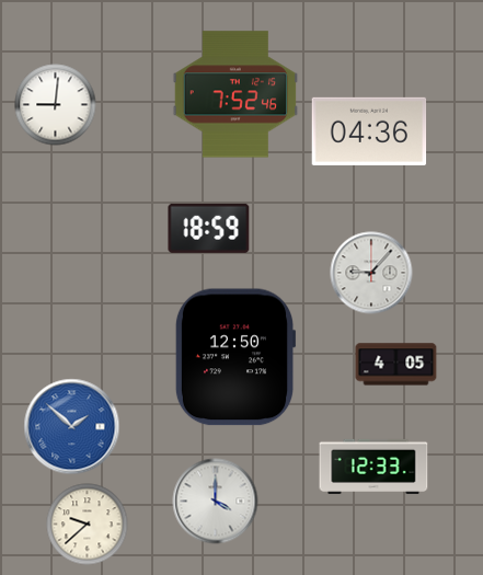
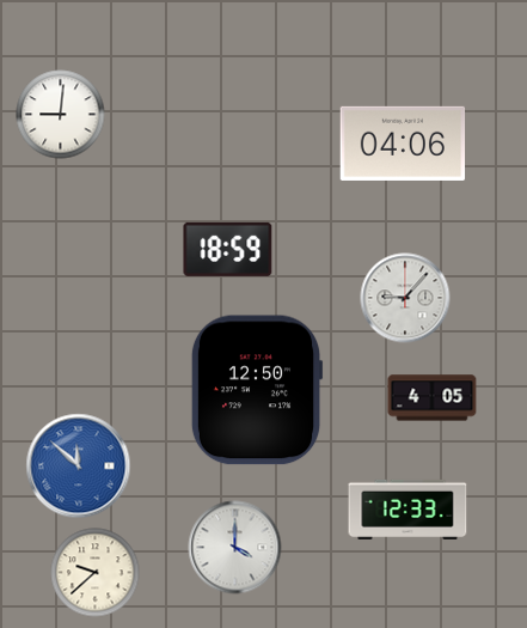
clock at (235, 94): 7:52 -> none
clock at (369, 131): 04:36 -> 04:06
clock at (72, 427): 1:52 -> 11:52
